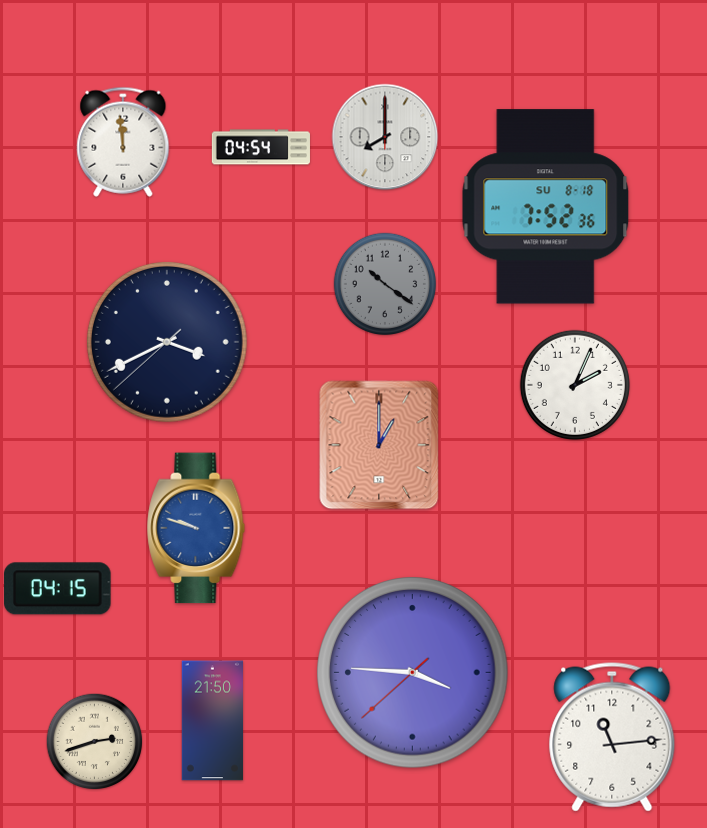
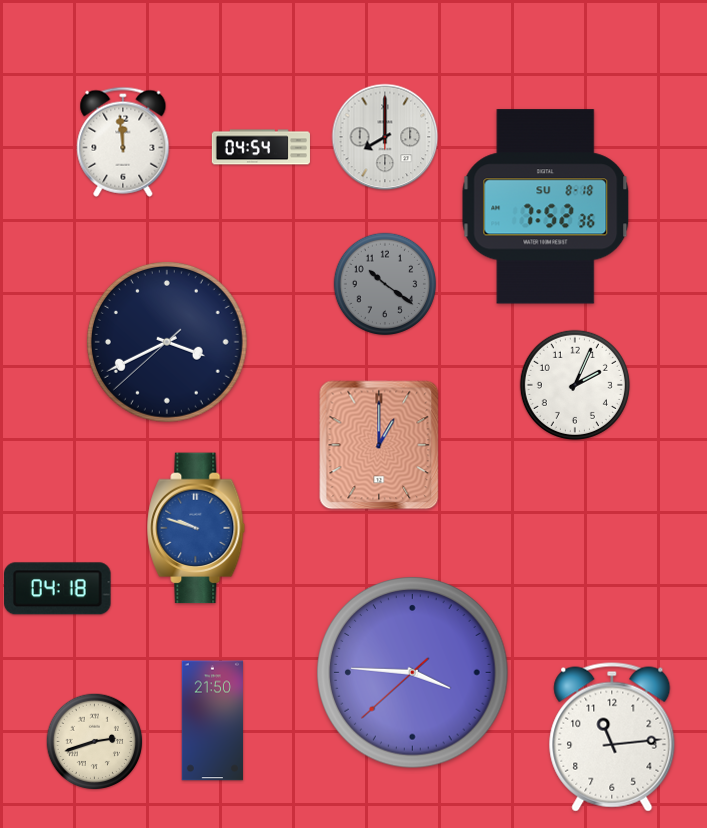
clock at (58, 589): 04:15 -> 04:18
